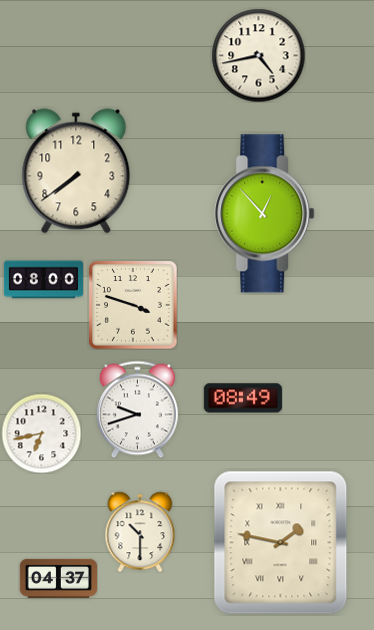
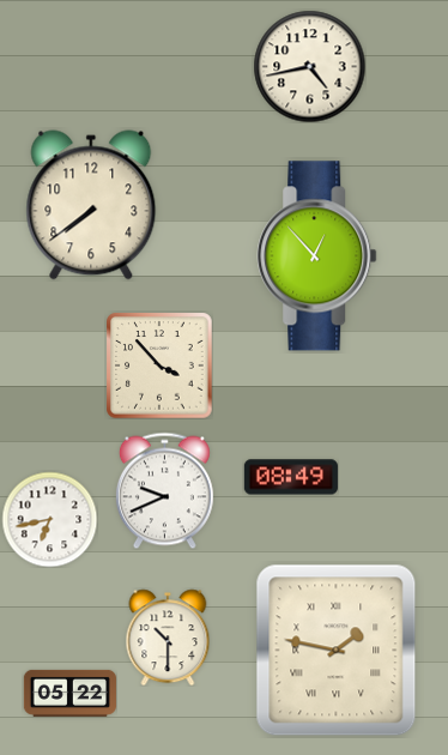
clock at (43, 280): 08:00 -> none
clock at (133, 305): 3:48 -> 3:53
clock at (137, 409): 9:42 -> 9:41
clock at (58, 578): 04:37 -> 05:22
